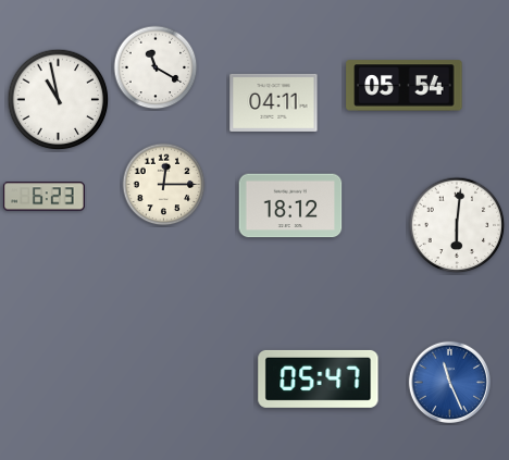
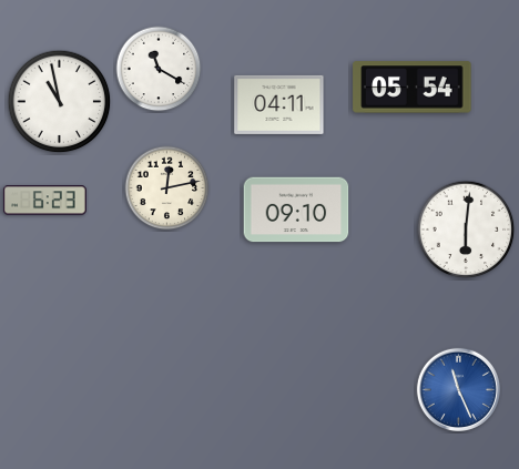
clock at (164, 185): 12:15 -> 12:13
clock at (290, 206): 18:12 -> 09:10
clock at (319, 378): 05:47 -> none
